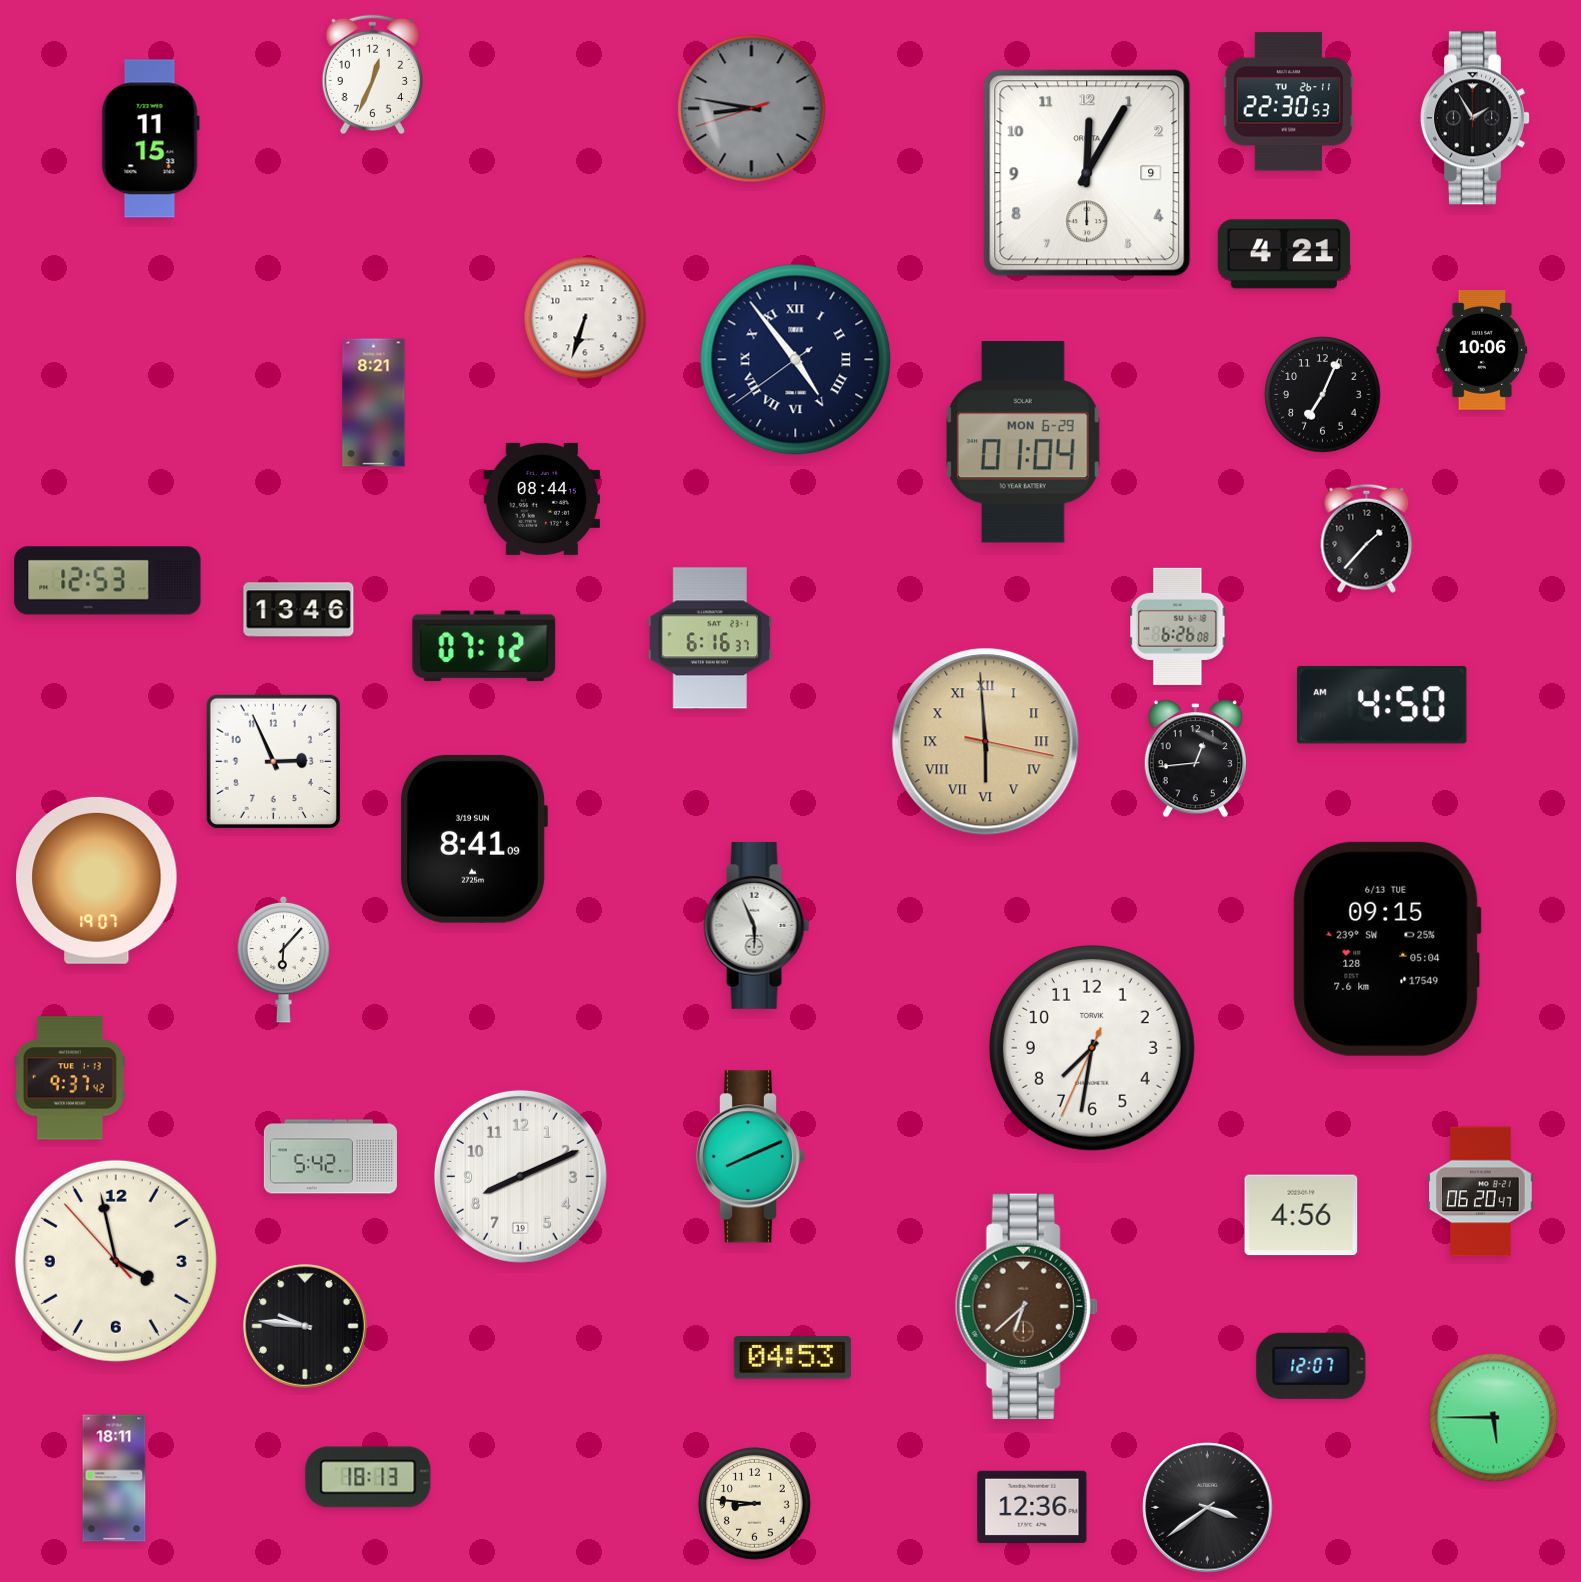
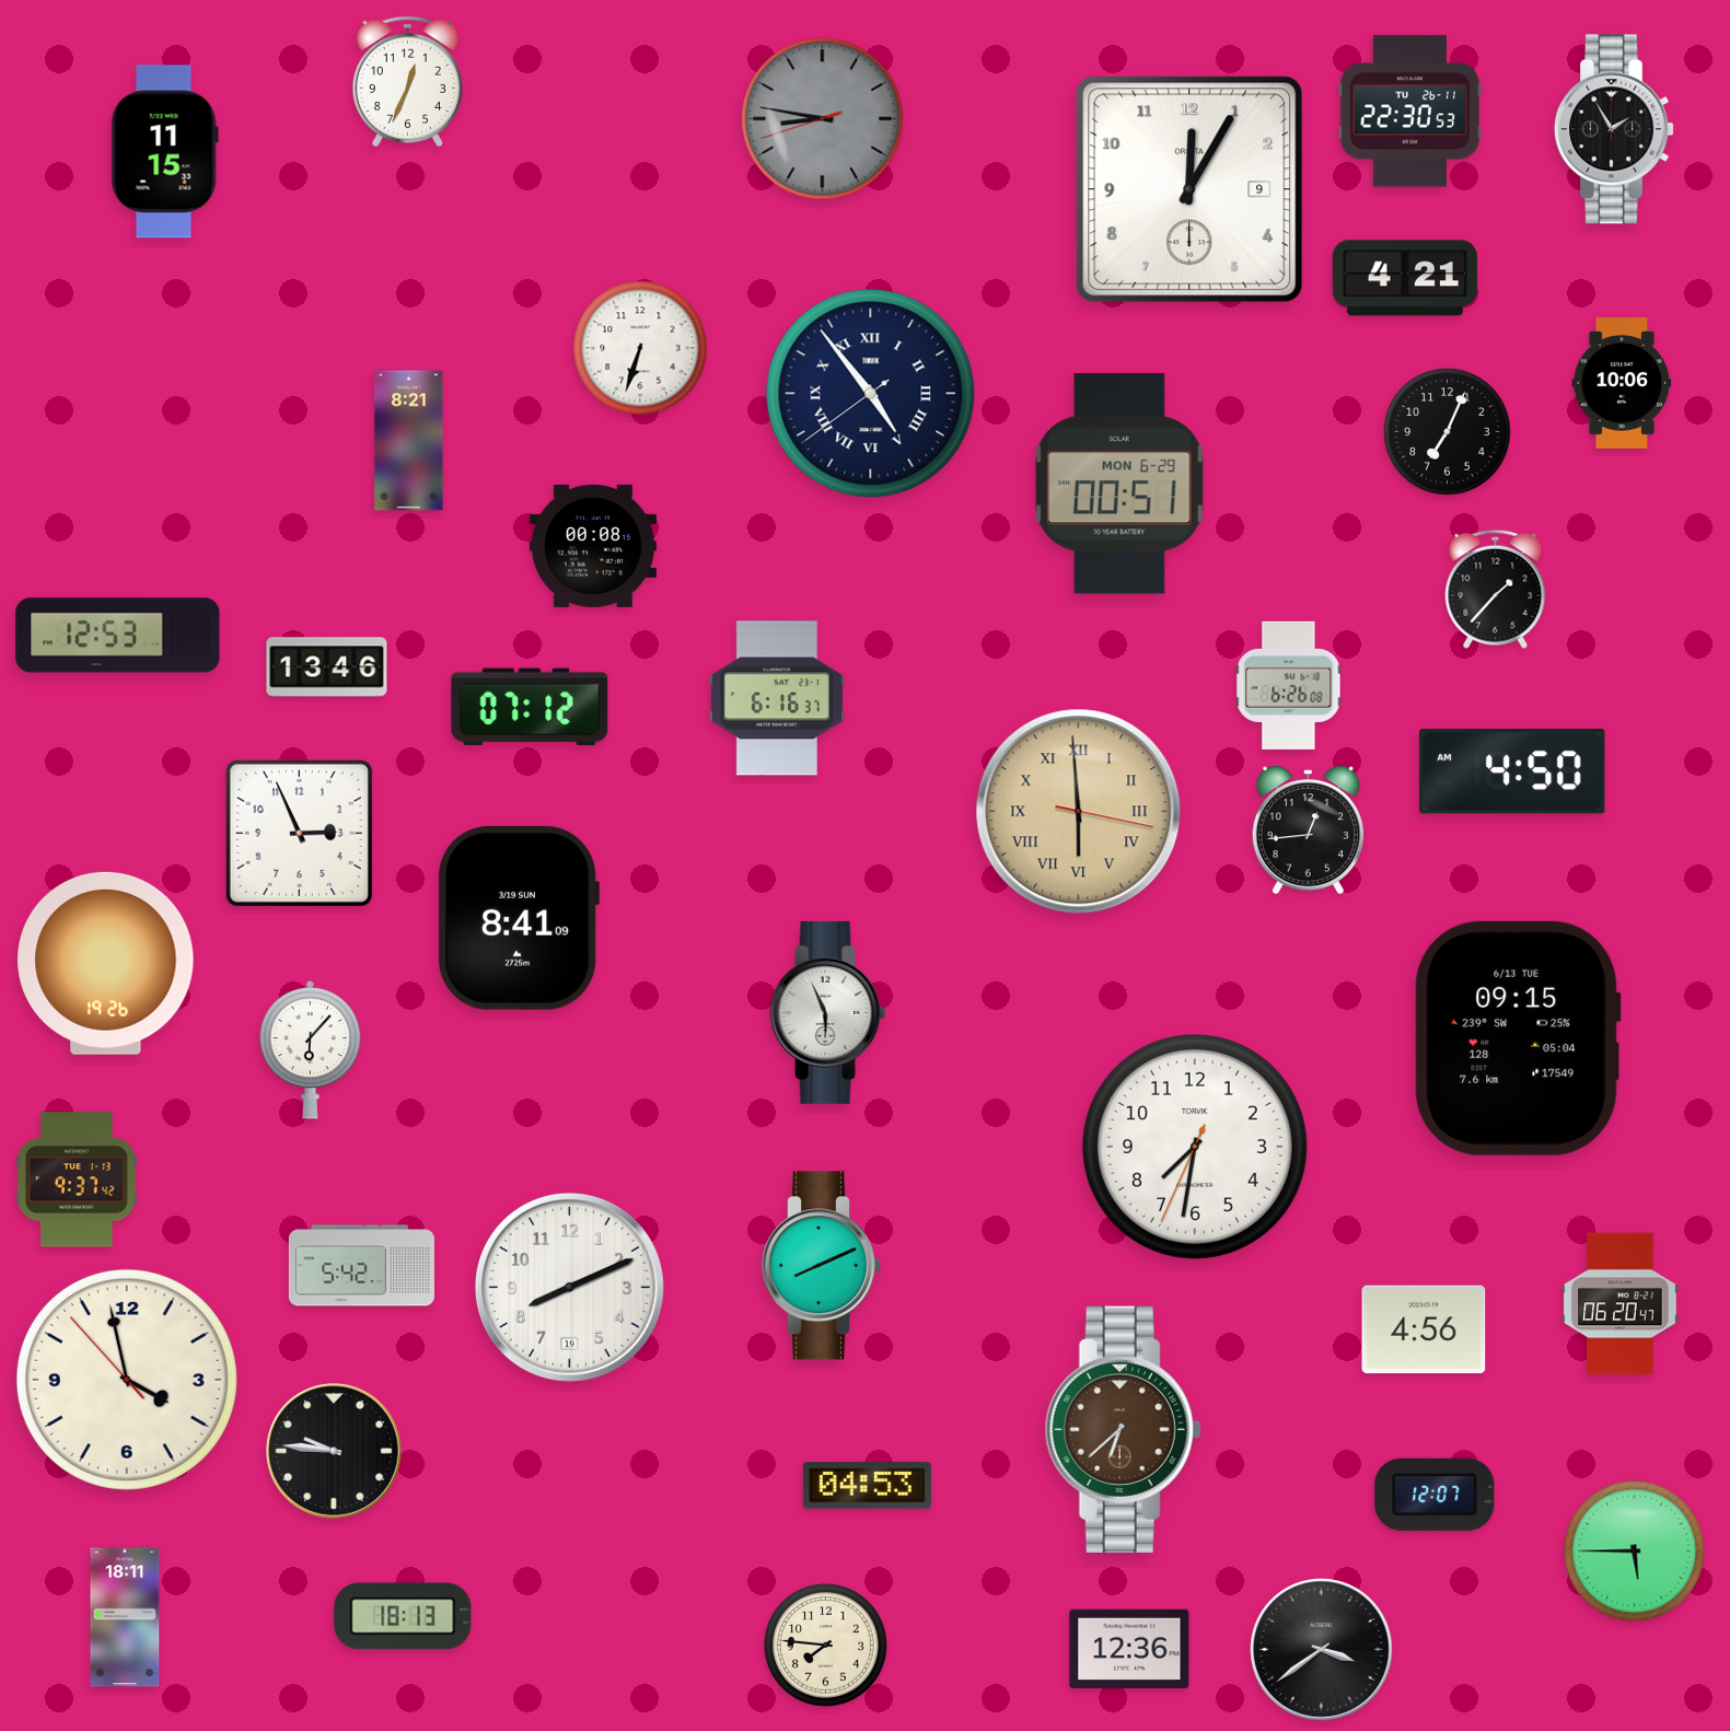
clock at (1023, 442): 01:04 -> 00:51
clock at (542, 499): 08:44 -> 00:08
clock at (97, 880): 19:07 -> 19:26
clock at (755, 1504): 8:46 -> 7:46
